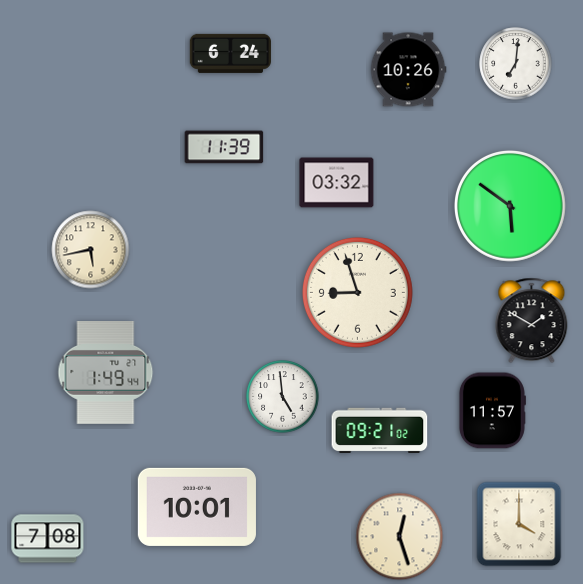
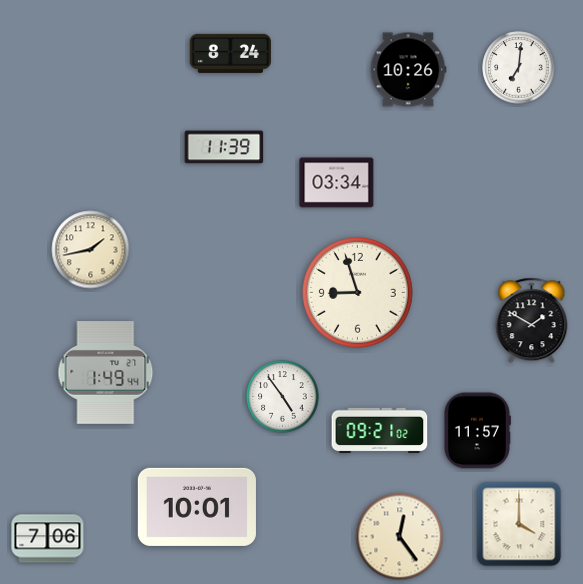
clock at (230, 53): 6:24 -> 8:24
clock at (516, 64) position: (516, 64) -> (519, 68)
clock at (337, 183): 03:32 -> 03:34
clock at (510, 206): 5:51 -> none
clock at (91, 250): 5:43 -> 1:43
clock at (283, 397): 4:59 -> 4:54
clock at (492, 411) position: (492, 411) -> (477, 431)
clock at (400, 537): 12:27 -> 12:24
clock at (48, 539): 7:08 -> 7:06
